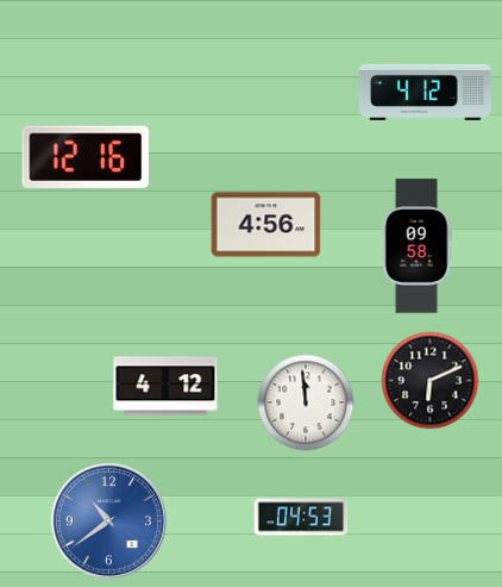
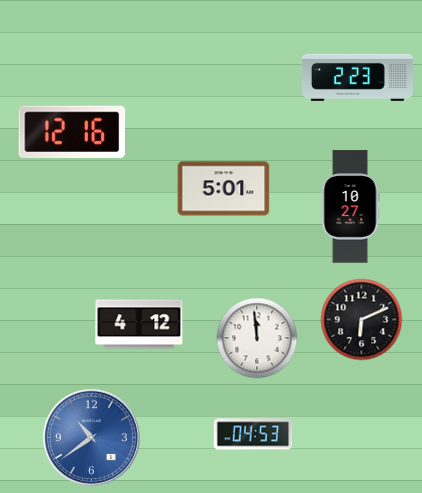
clock at (425, 92): 4:12 -> 2:23
clock at (266, 225): 4:56 -> 5:01
clock at (416, 246): 09:58 -> 10:27
